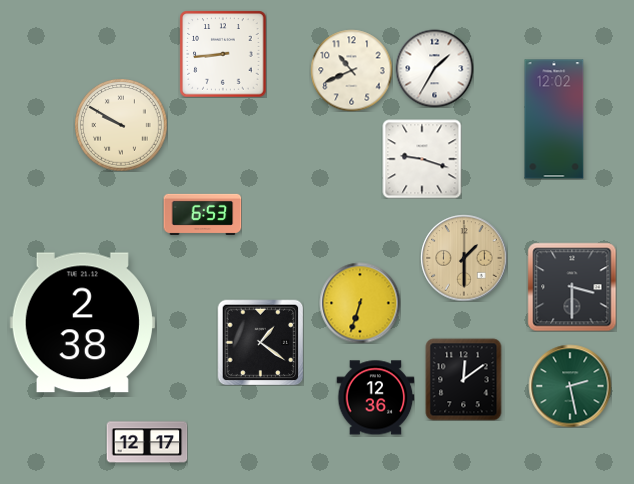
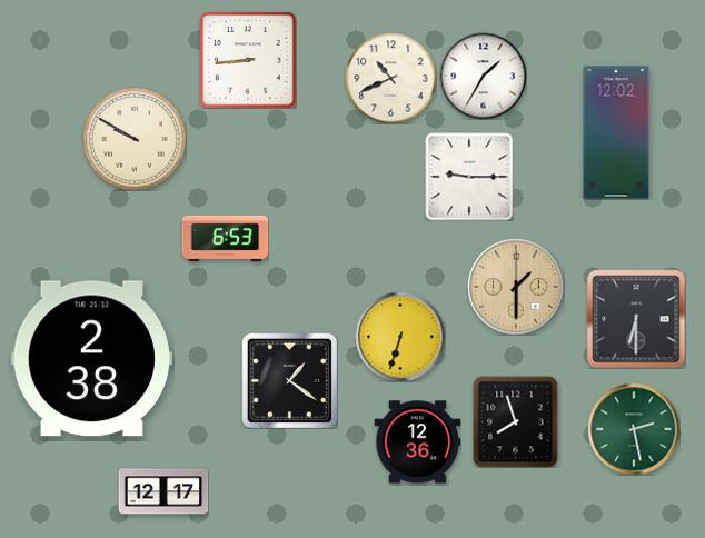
clock at (422, 159): 9:18 -> 9:15
clock at (572, 287): 3:30 -> 6:30
clock at (464, 379): 12:09 -> 7:57
